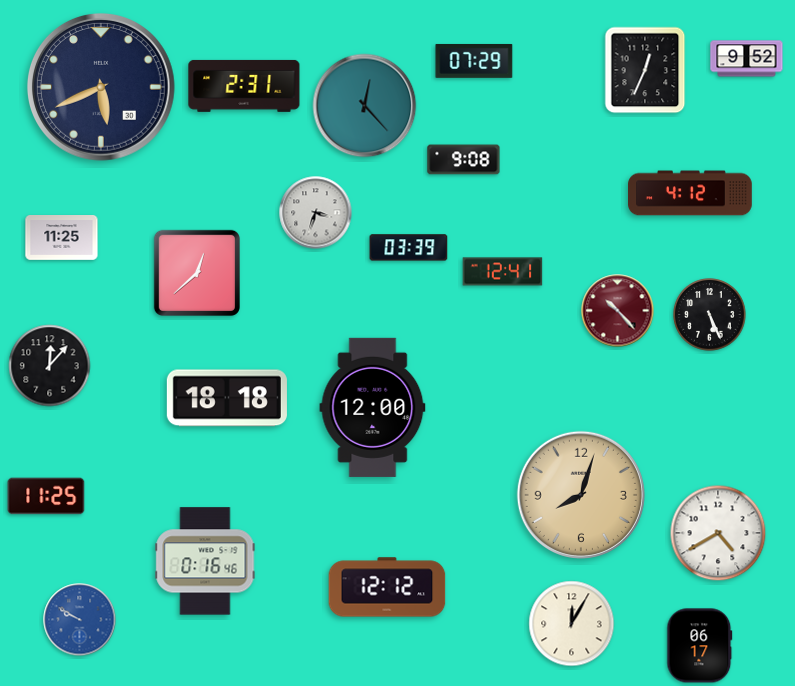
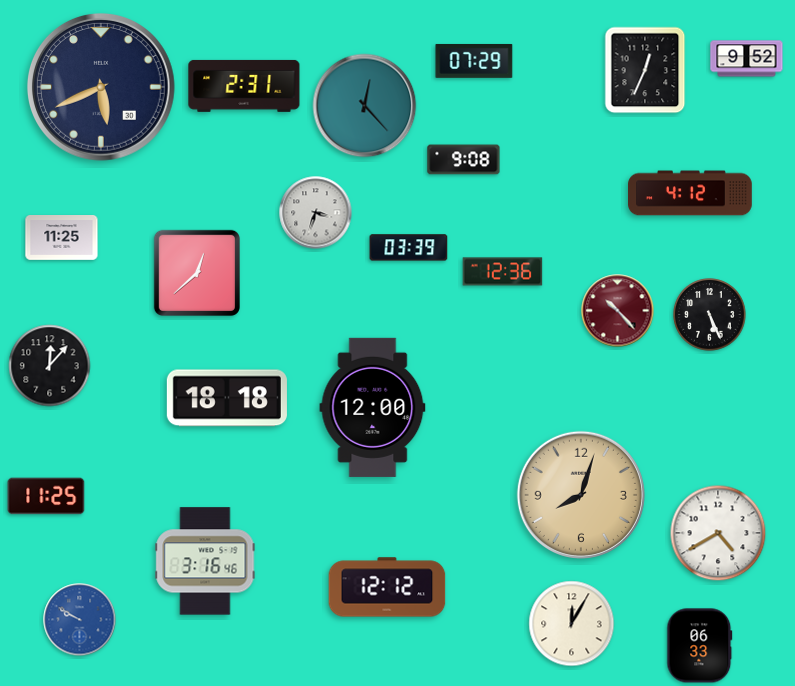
clock at (503, 272): 12:41 -> 12:36
clock at (205, 561): 0:16 -> 3:16
clock at (700, 646): 06:17 -> 06:33
